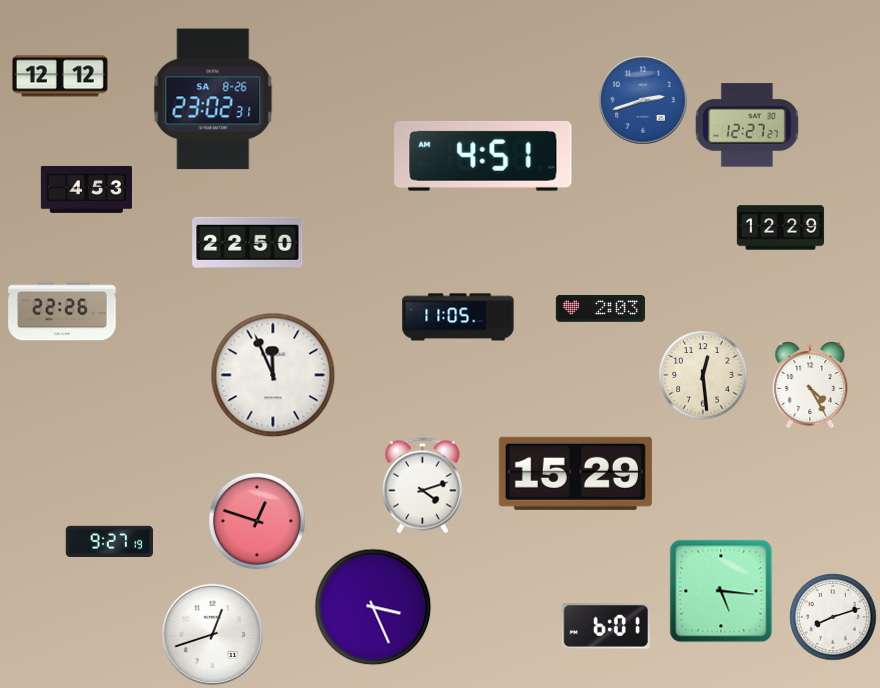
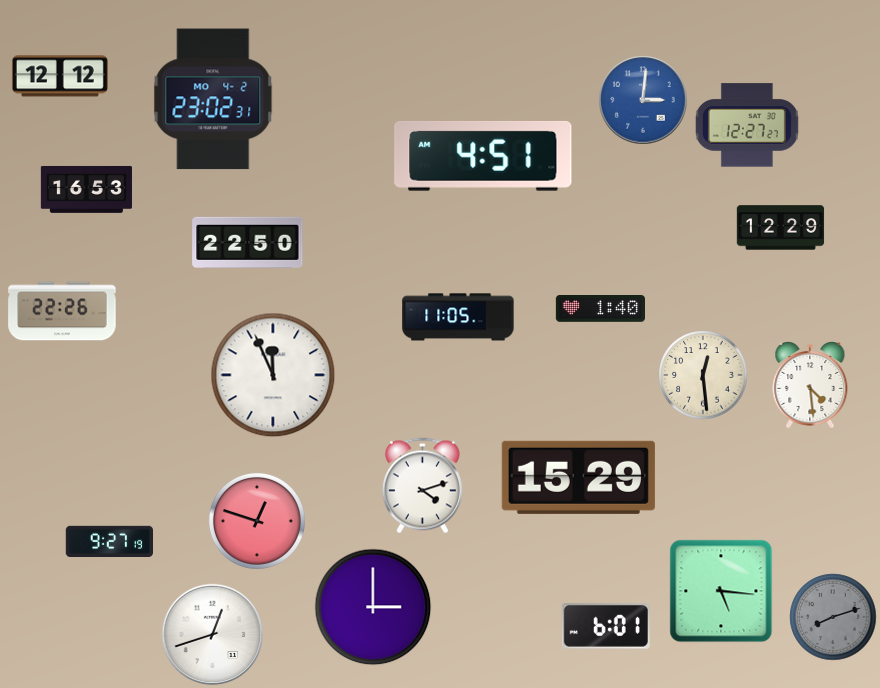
clock at (213, 99) date: SA 8-26 -> MO 4-2
clock at (643, 100): 2:42 -> 3:01
clock at (86, 189): 4:53 -> 16:53
clock at (600, 309): 2:03 -> 1:40
clock at (810, 385): 4:25 -> 4:29
clock at (575, 473) position: (575, 473) -> (578, 477)
clock at (373, 607): 3:26 -> 3:00
clock at (833, 617) dial: white -> grey
